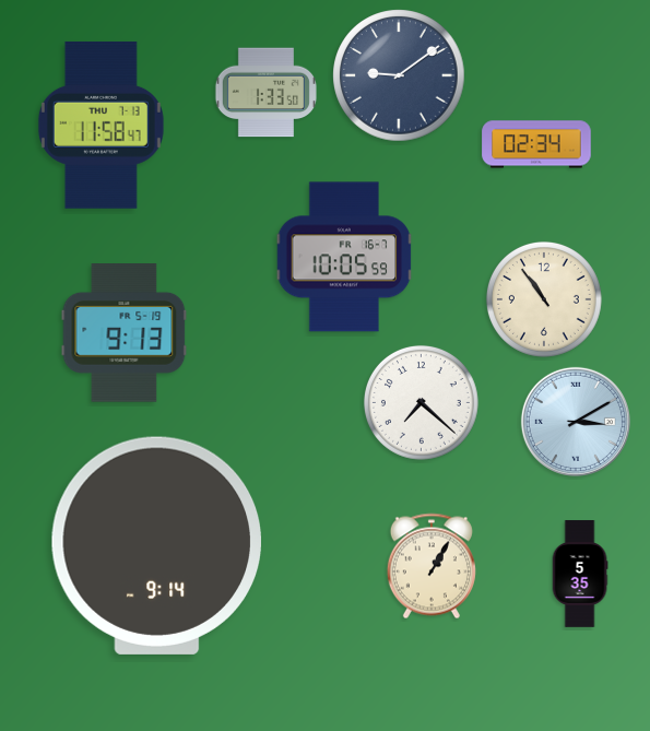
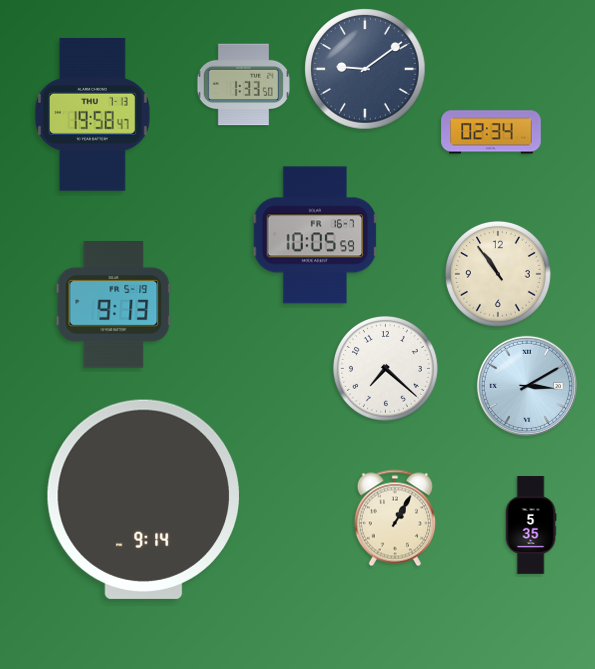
clock at (101, 125): 11:58 -> 19:58
